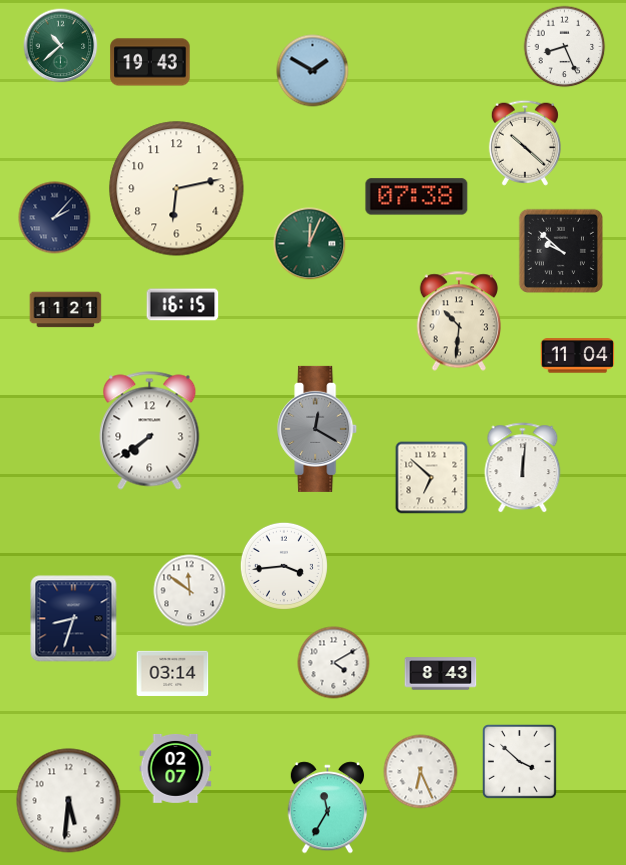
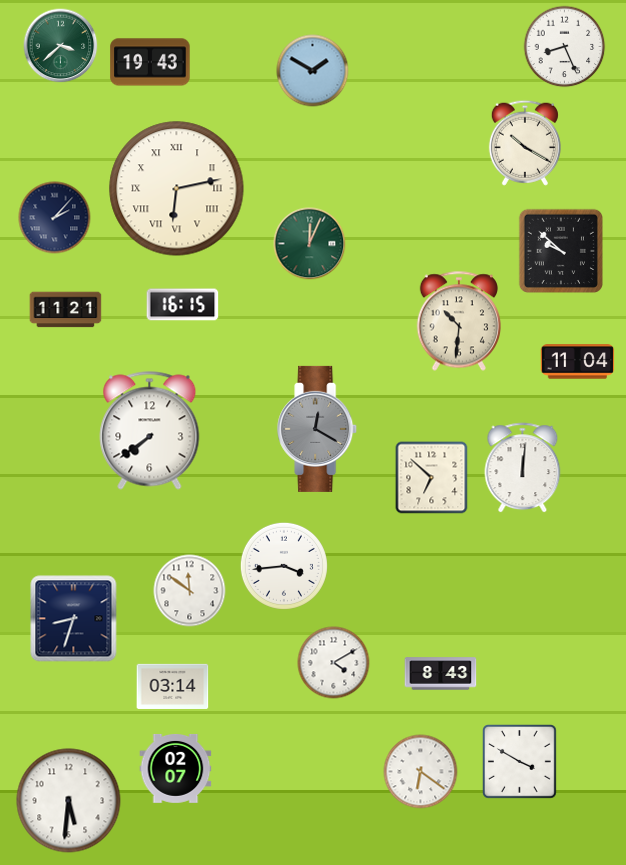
clock at (61, 46): 10:38 -> 3:38
clock at (525, 143): 10:22 -> 10:20
clock at (177, 189) numerals: Arabic -> Roman
clock at (417, 197): 07:38 -> none
clock at (578, 356) position: (578, 356) -> (578, 362)
clock at (173, 673) position: (173, 673) -> (173, 686)
clock at (520, 762): 3:52 -> 3:50
clock at (421, 772): 6:26 -> 6:21
clock at (327, 808): 11:35 -> none
